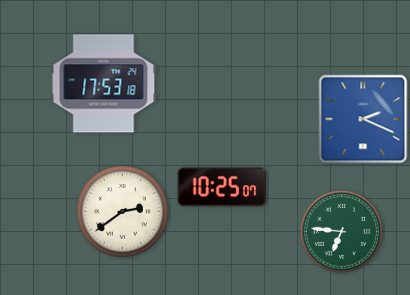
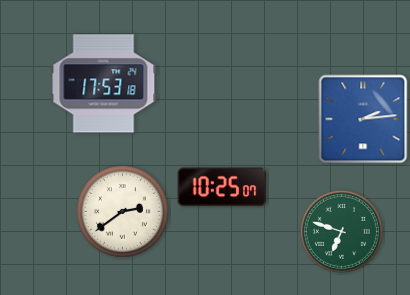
clock at (363, 119): 2:19 -> 2:14
clock at (341, 231): 6:46 -> 6:48
